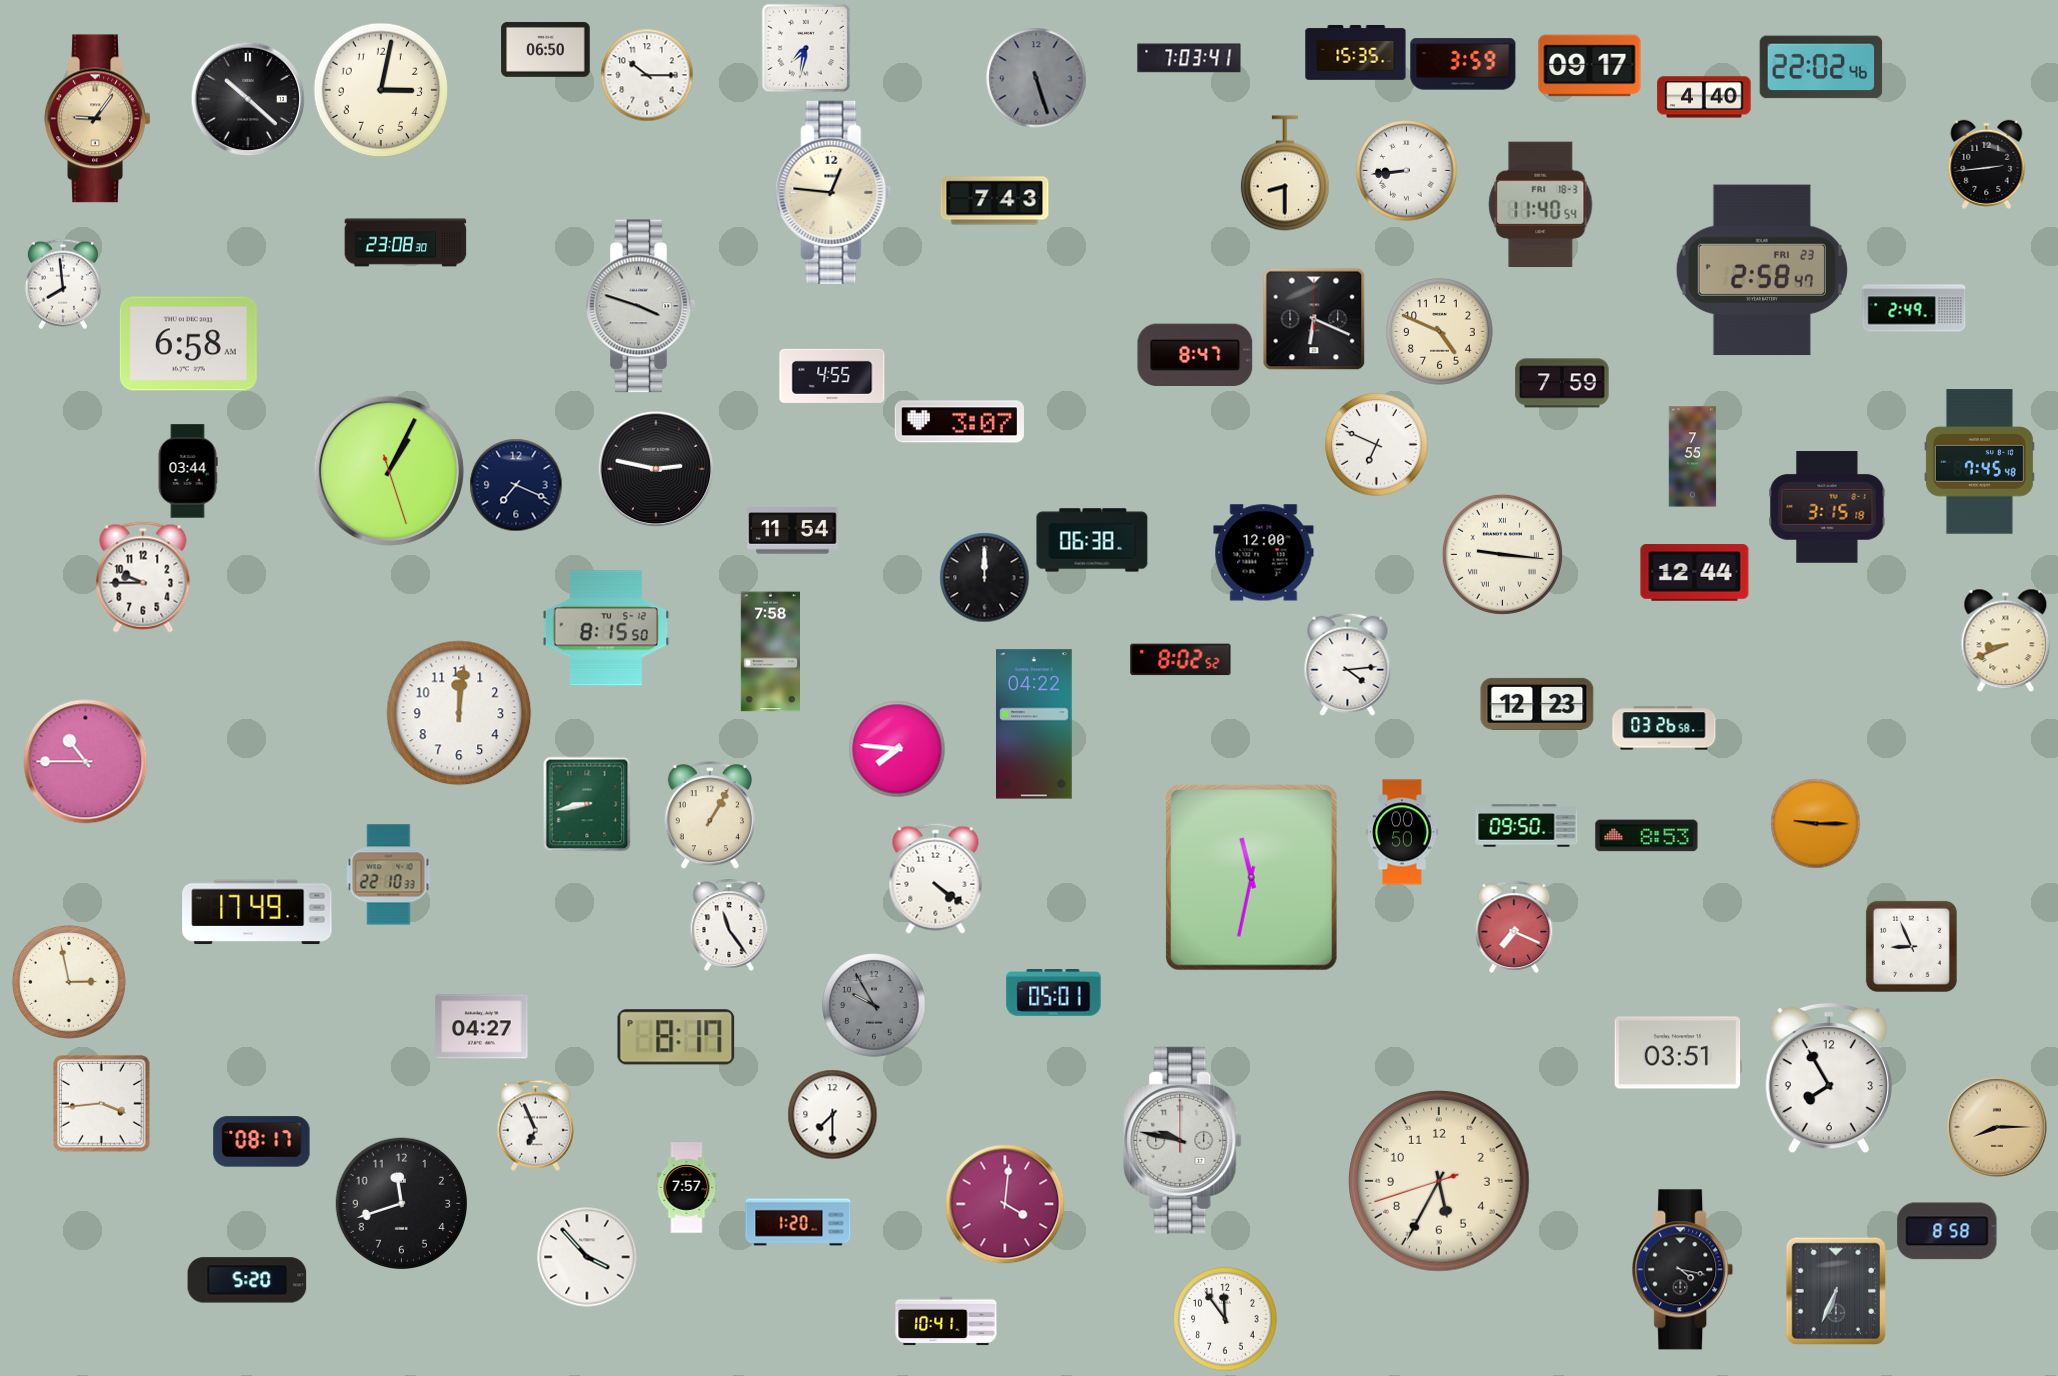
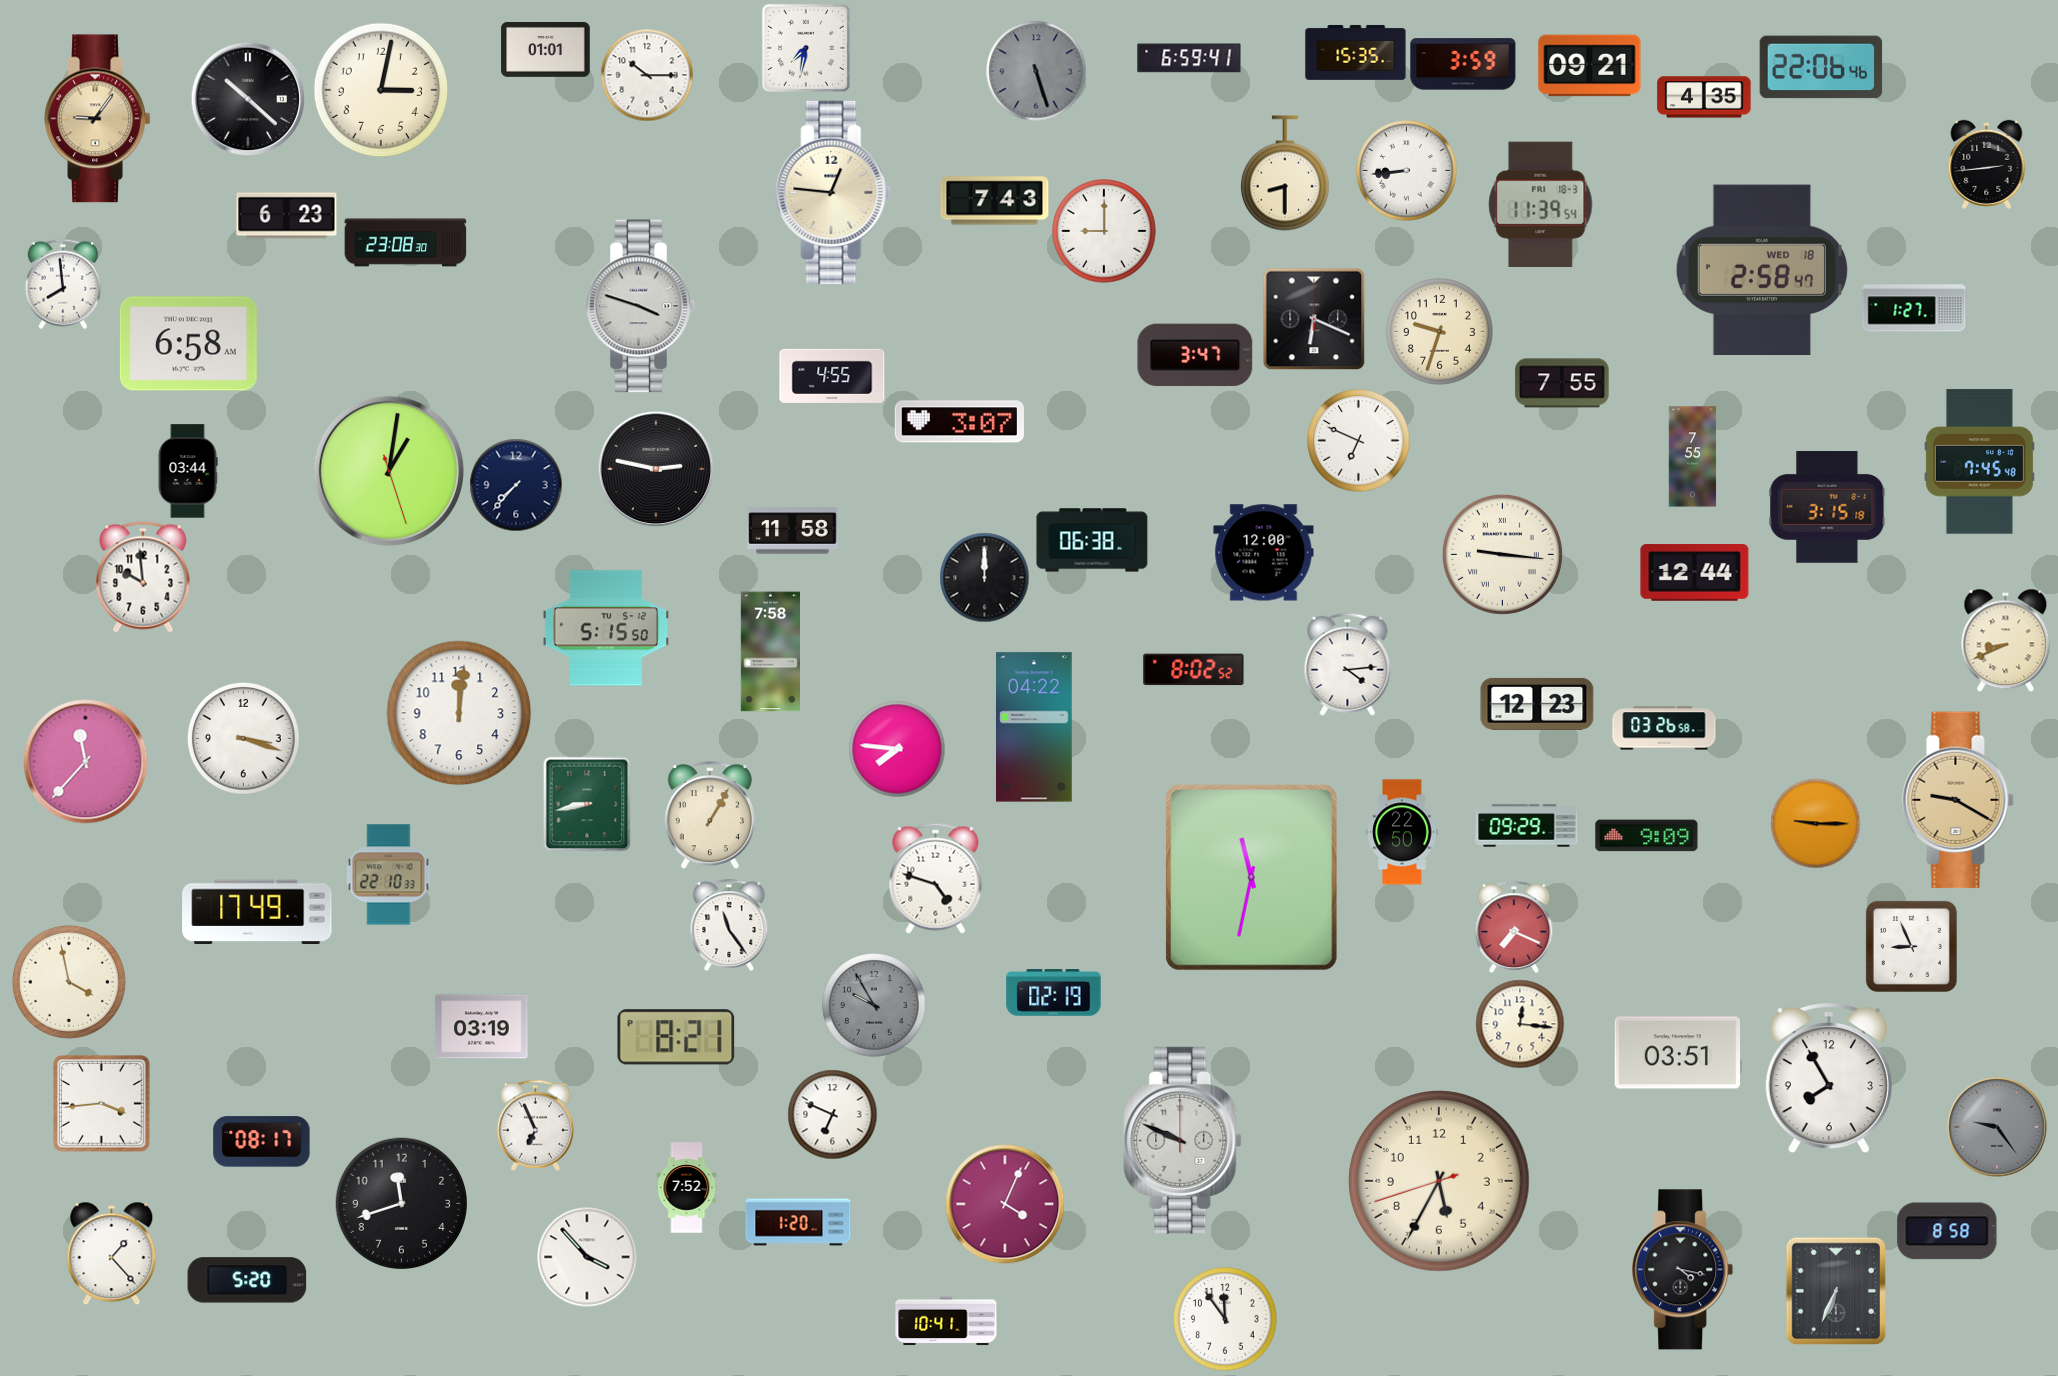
clock at (546, 49): 06:50 -> 01:01
clock at (1189, 58): 7:03 -> 6:59
clock at (1590, 66): 09:17 -> 09:21
clock at (1821, 67): 22:02 -> 22:06
clock at (1036, 78) position: (1036, 78) -> (1036, 71)
clock at (1704, 97): 4:40 -> 4:35
clock at (1541, 204): 11:40 -> 11:39
clock at (287, 216): none -> 6:23
clock at (1104, 231): none -> 9:00
clock at (1762, 270) date: FRI 23 -> WED 18
clock at (1914, 308): 2:49 -> 1:27
clock at (1440, 332): 4:49 -> 9:33
clock at (1195, 355): 8:47 -> 3:47
clock at (1562, 383): 7:59 -> 7:55
clock at (1377, 445) position: (1377, 445) -> (1359, 441)
clock at (389, 471): 1:04 -> 1:01
clock at (516, 485): 7:19 -> 7:37
clock at (793, 531): 11:54 -> 11:58
clock at (143, 577): 9:45 -> 9:59
clock at (606, 628): 8:15 -> 5:15
clock at (1181, 660) position: (1181, 660) -> (1194, 670)
clock at (1035, 724) position: (1035, 724) -> (1035, 727)
clock at (243, 738): none -> 3:18
clock at (86, 762): 10:45 -> 11:37
clock at (1958, 800): none -> 9:20
clock at (1527, 826): 09:50 -> 09:29
clock at (1402, 832): 00:50 -> 22:50
clock at (1647, 836): 8:53 -> 9:09
clock at (936, 878): 4:21 -> 4:48
clock at (69, 982): 2:58 -> 3:58
clock at (1054, 993): 05:01 -> 02:19
clock at (1520, 1024): none -> 12:16
clock at (482, 1027): 04:27 -> 03:19
clock at (676, 1037): 8:17 -> 8:21
clock at (832, 1114): 7:30 -> 6:49
clock at (1997, 1127): 8:15 -> 9:24
clock at (1997, 1127) dial: champagne -> grey
clock at (1183, 1140): 9:47 -> 9:49
clock at (687, 1188): 7:57 -> 7:52
clock at (1005, 1204): 4:01 -> 4:04
clock at (112, 1253): none -> 1:23
